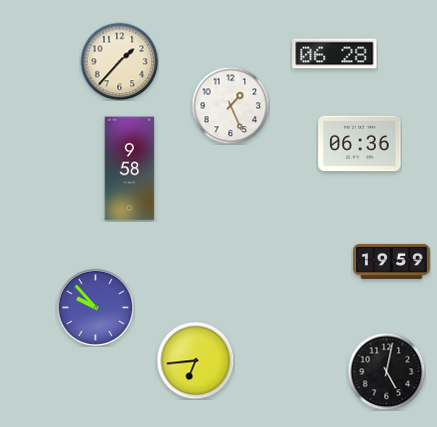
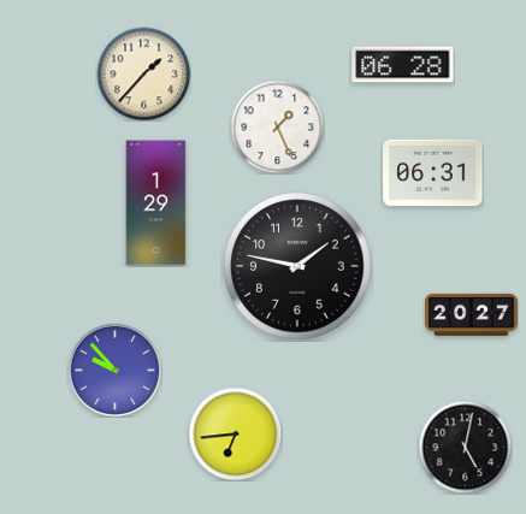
clock at (360, 144): 06:36 -> 06:31
clock at (130, 169): 9:58 -> 1:29
clock at (297, 266): none -> 1:47
clock at (392, 261): 19:59 -> 20:27
